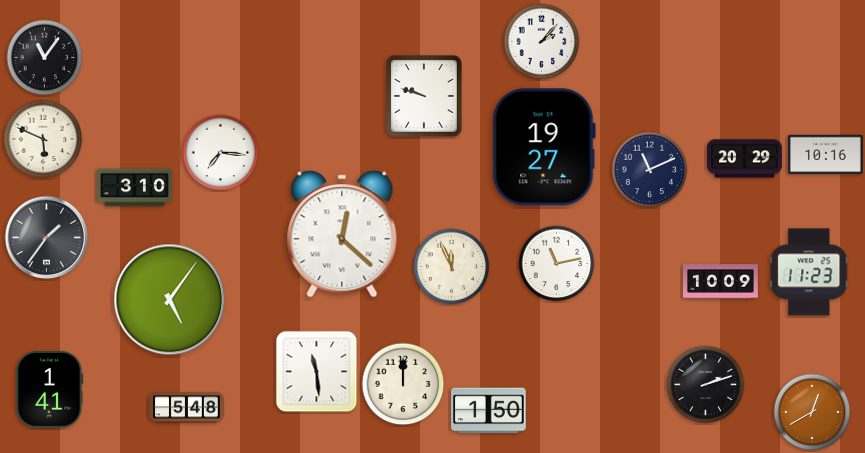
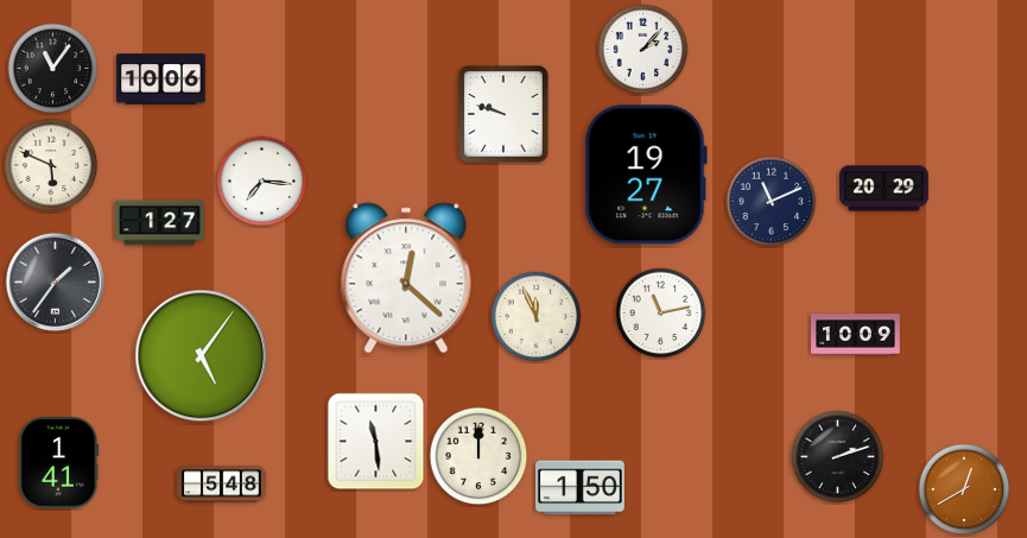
clock at (161, 80): none -> 10:06
clock at (826, 155): 10:16 -> none
clock at (135, 188): 3:10 -> 1:27
clock at (809, 272): 11:23 -> none
